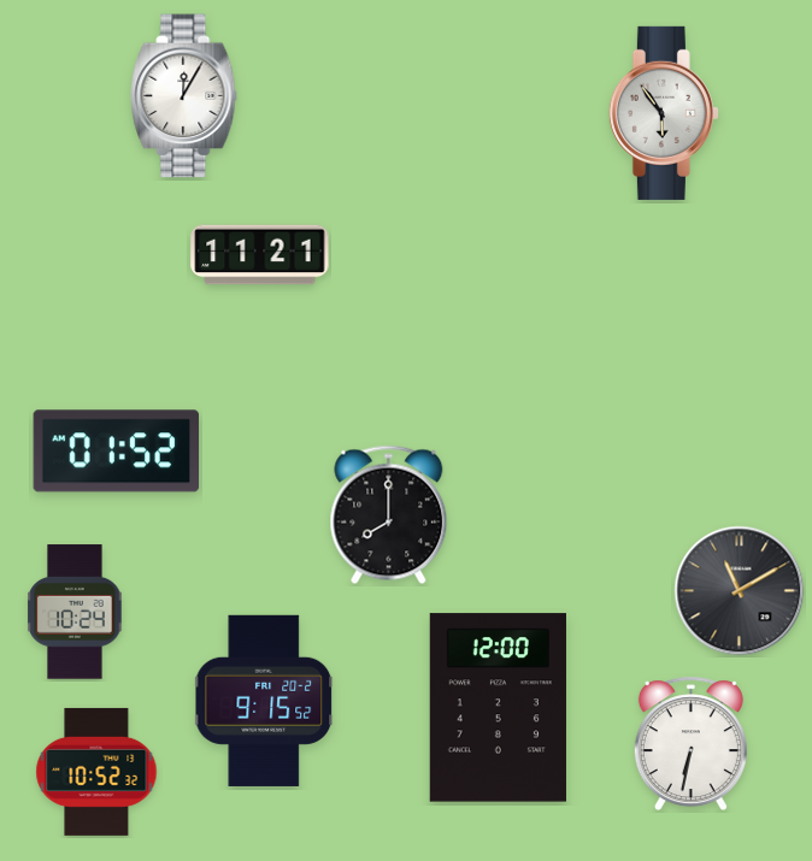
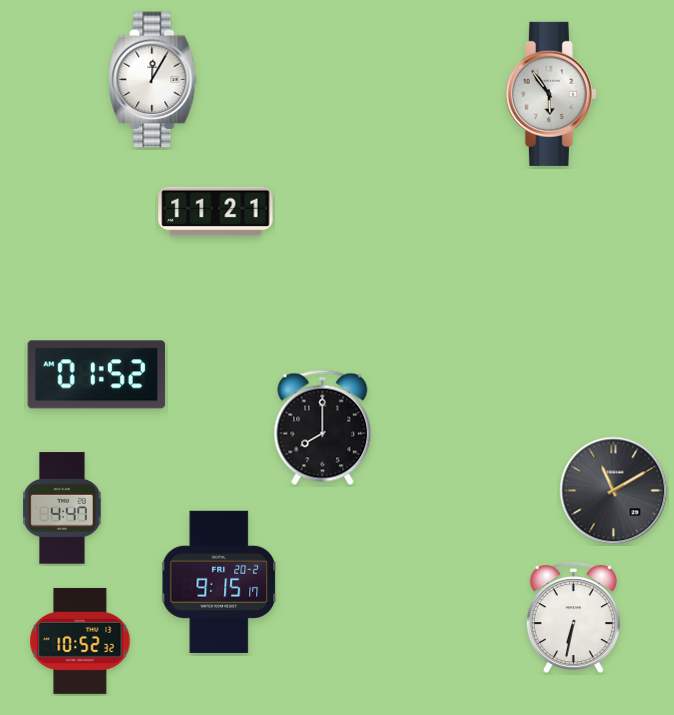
clock at (75, 612): 10:24 -> 4:47
clock at (265, 701): 9:15:52 -> 9:15:17
clock at (498, 708): 12:00 -> none
